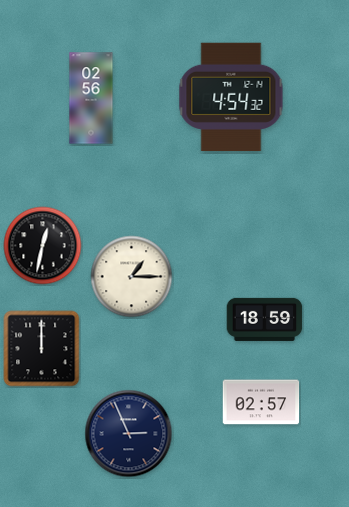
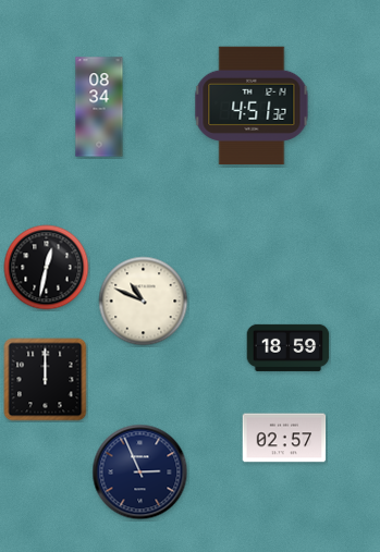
clock at (231, 97): 4:54 -> 4:51
clock at (91, 98): 02:56 -> 08:34
clock at (132, 277): 1:15 -> 10:49
